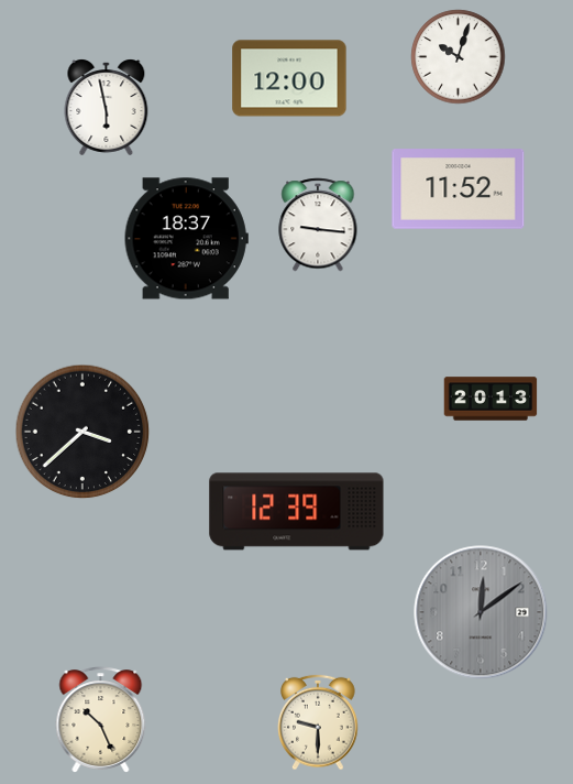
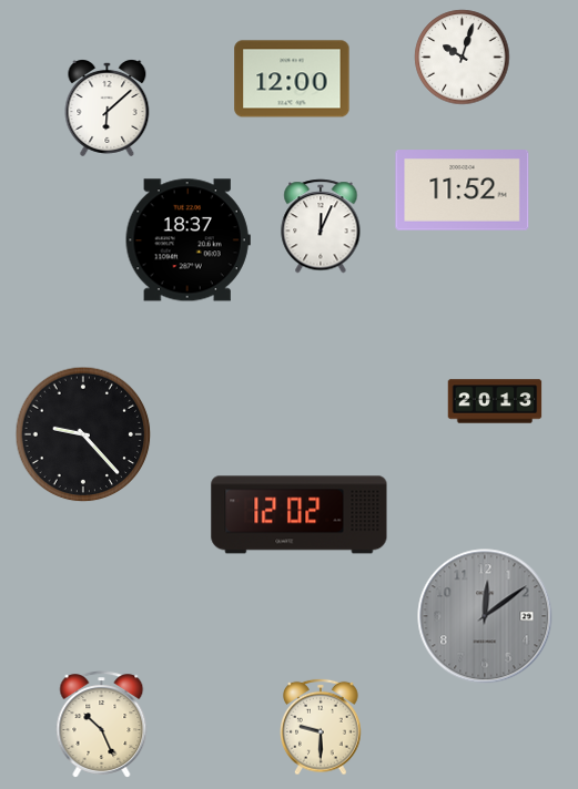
clock at (107, 108): 5:58 -> 6:08
clock at (318, 225): 9:16 -> 12:04
clock at (82, 432): 3:38 -> 9:23
clock at (297, 512): 12:39 -> 12:02
